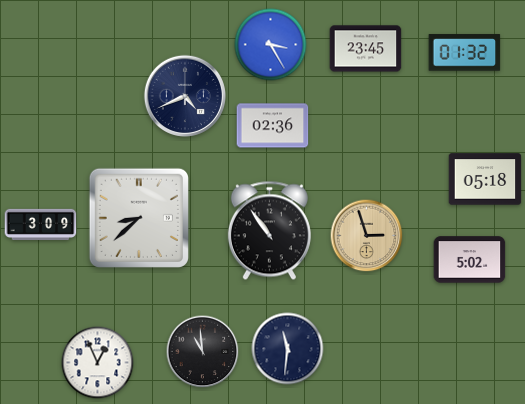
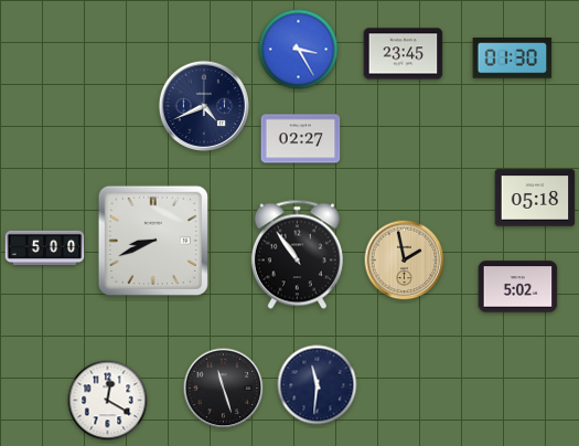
clock at (465, 53): 01:32 -> 01:30
clock at (273, 126): 02:36 -> 02:27
clock at (139, 218): 8:38 -> 8:41
clock at (41, 224): 3:09 -> 5:00
clock at (367, 236): 2:57 -> 1:58
clock at (203, 352): 10:59 -> 11:27
clock at (98, 363): 12:56 -> 12:20
